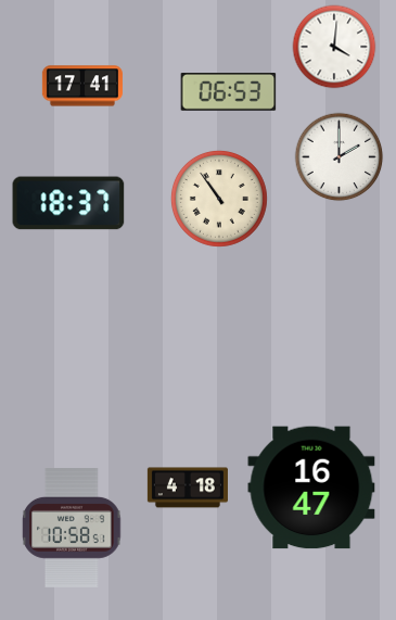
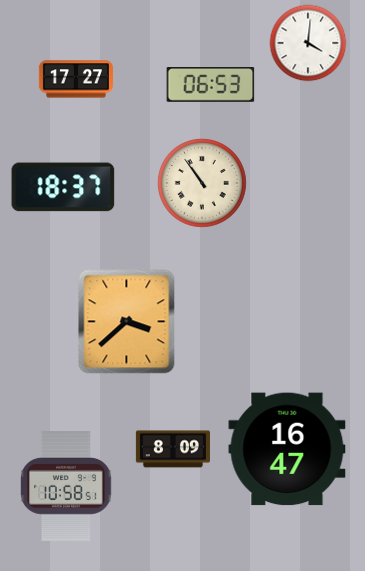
clock at (82, 86): 17:41 -> 17:27
clock at (340, 157): 2:00 -> none
clock at (127, 322): none -> 3:38
clock at (188, 488): 4:18 -> 8:09
